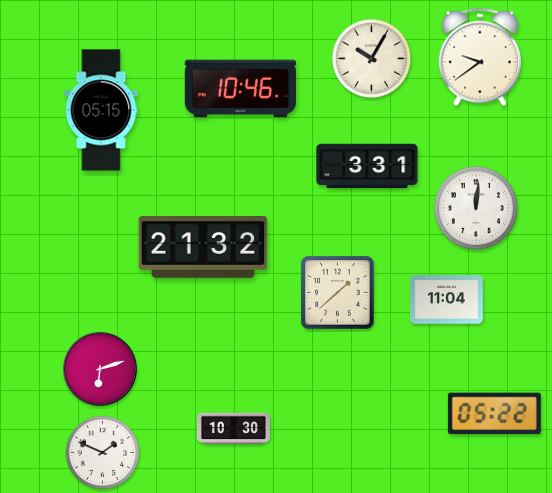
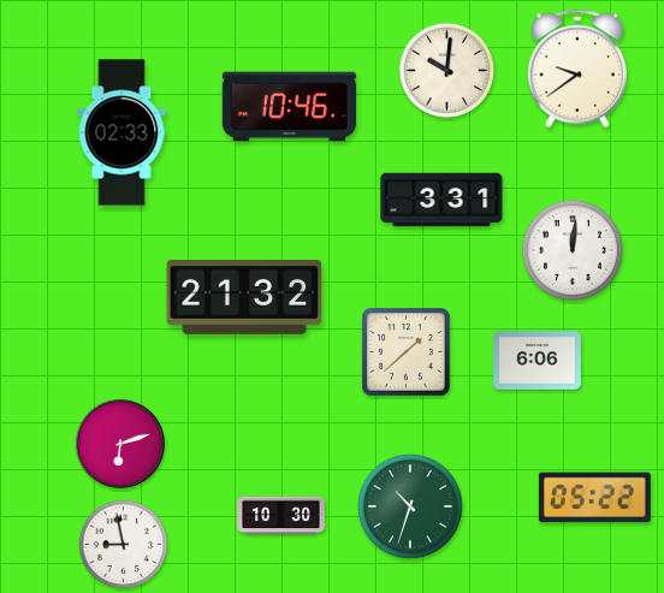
clock at (372, 59): 10:05 -> 10:01
clock at (101, 110): 05:15 -> 02:33
clock at (446, 300): 11:04 -> 6:06
clock at (410, 506): none -> 10:33
clock at (103, 453): 1:49 -> 8:58
